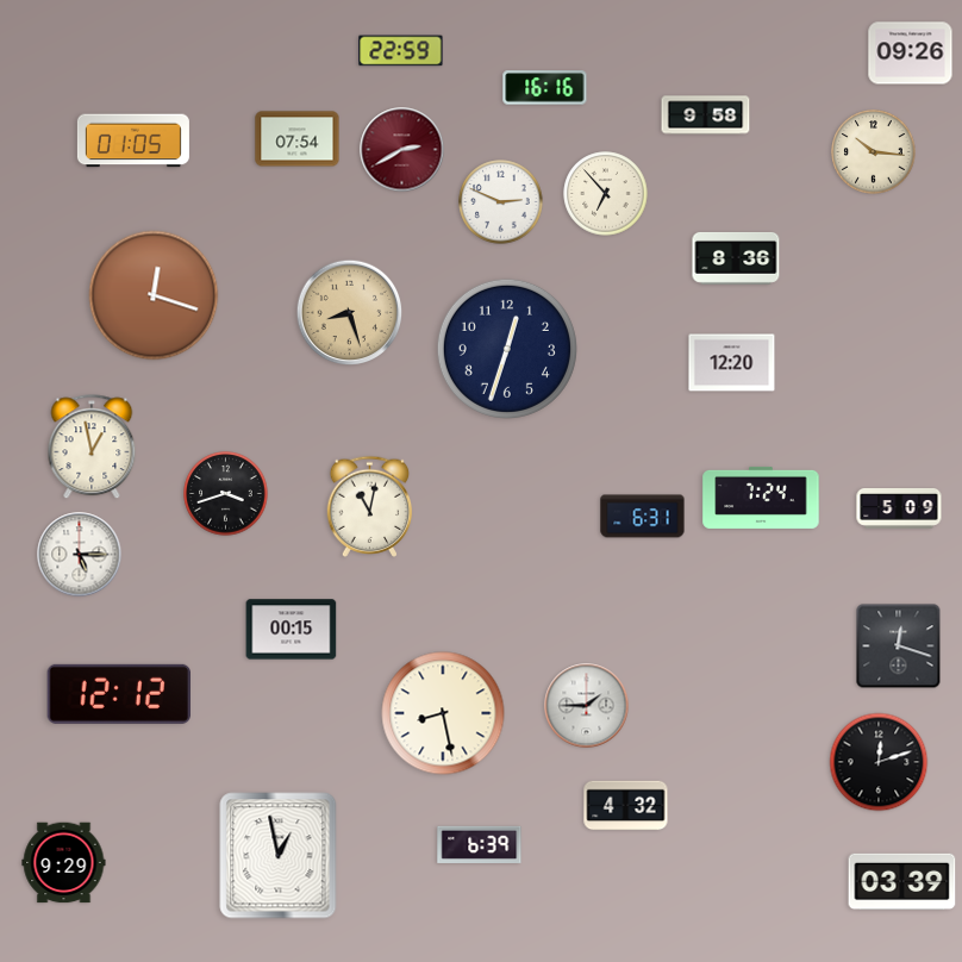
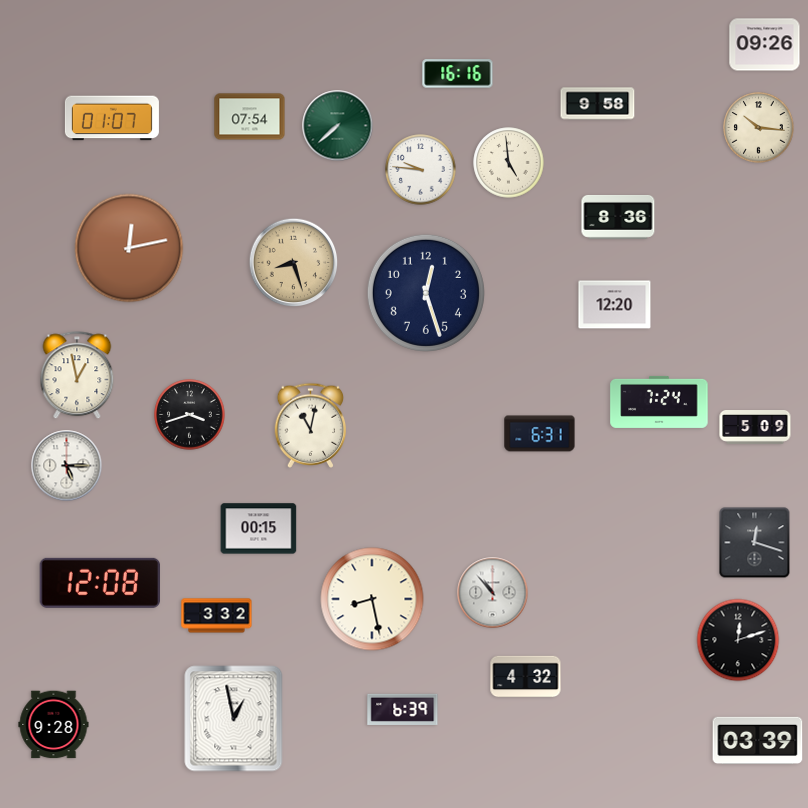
clock at (401, 51): 22:59 -> none
clock at (706, 115) position: (706, 115) -> (598, 104)
clock at (133, 140): 01:05 -> 01:07
clock at (402, 150): 2:40 -> 7:38
clock at (402, 150) dial: burgundy -> green
clock at (874, 152) position: (874, 152) -> (759, 128)
clock at (606, 194): 6:53 -> 4:59
clock at (501, 202): 2:49 -> 9:46
clock at (154, 295): 12:18 -> 12:13
clock at (507, 349): 12:33 -> 12:27
clock at (761, 498) position: (761, 498) -> (659, 402)
clock at (292, 630) position: (292, 630) -> (259, 529)
clock at (118, 694): 12:12 -> 12:08
clock at (587, 706): 1:45 -> 10:53
clock at (217, 616): none -> 3:32
clock at (64, 863): 9:29 -> 9:28
